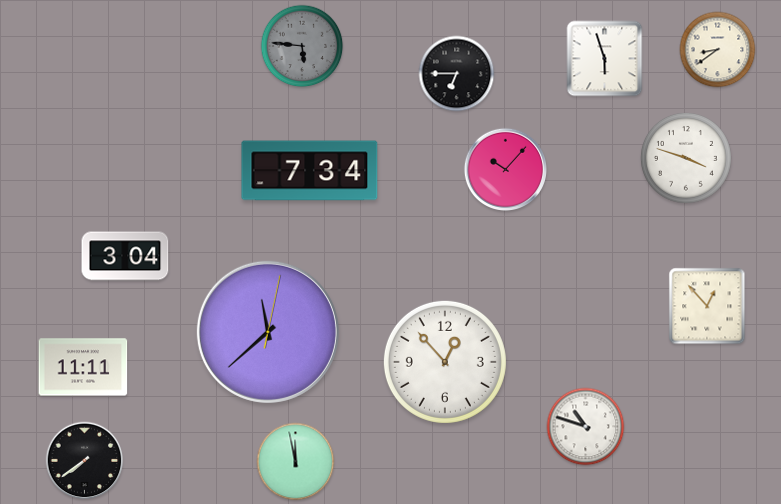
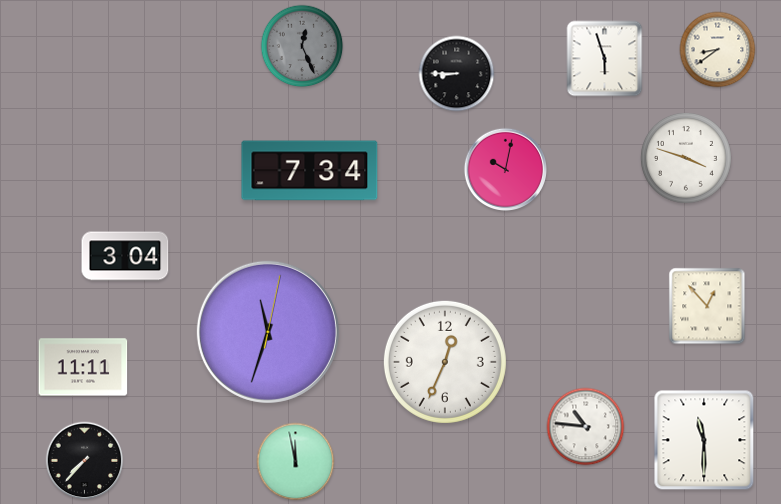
clock at (302, 46): 5:46 -> 12:26
clock at (457, 74): 6:45 -> 8:45
clock at (505, 169): 10:07 -> 10:02
clock at (268, 332): 11:38 -> 11:33
clock at (445, 362): 12:53 -> 12:34
clock at (586, 427): 10:48 -> 10:46
clock at (704, 440): none -> 11:30
clock at (85, 461): 7:39 -> 7:37
